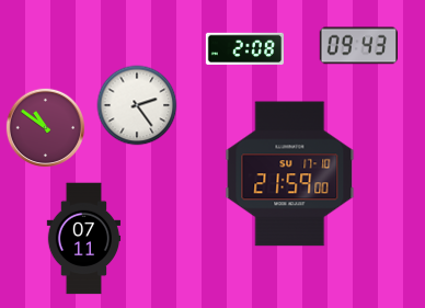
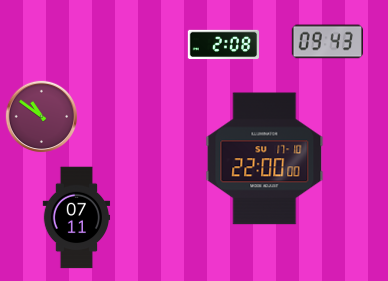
clock at (137, 105): 2:24 -> none
clock at (290, 174): 21:59 -> 22:00
